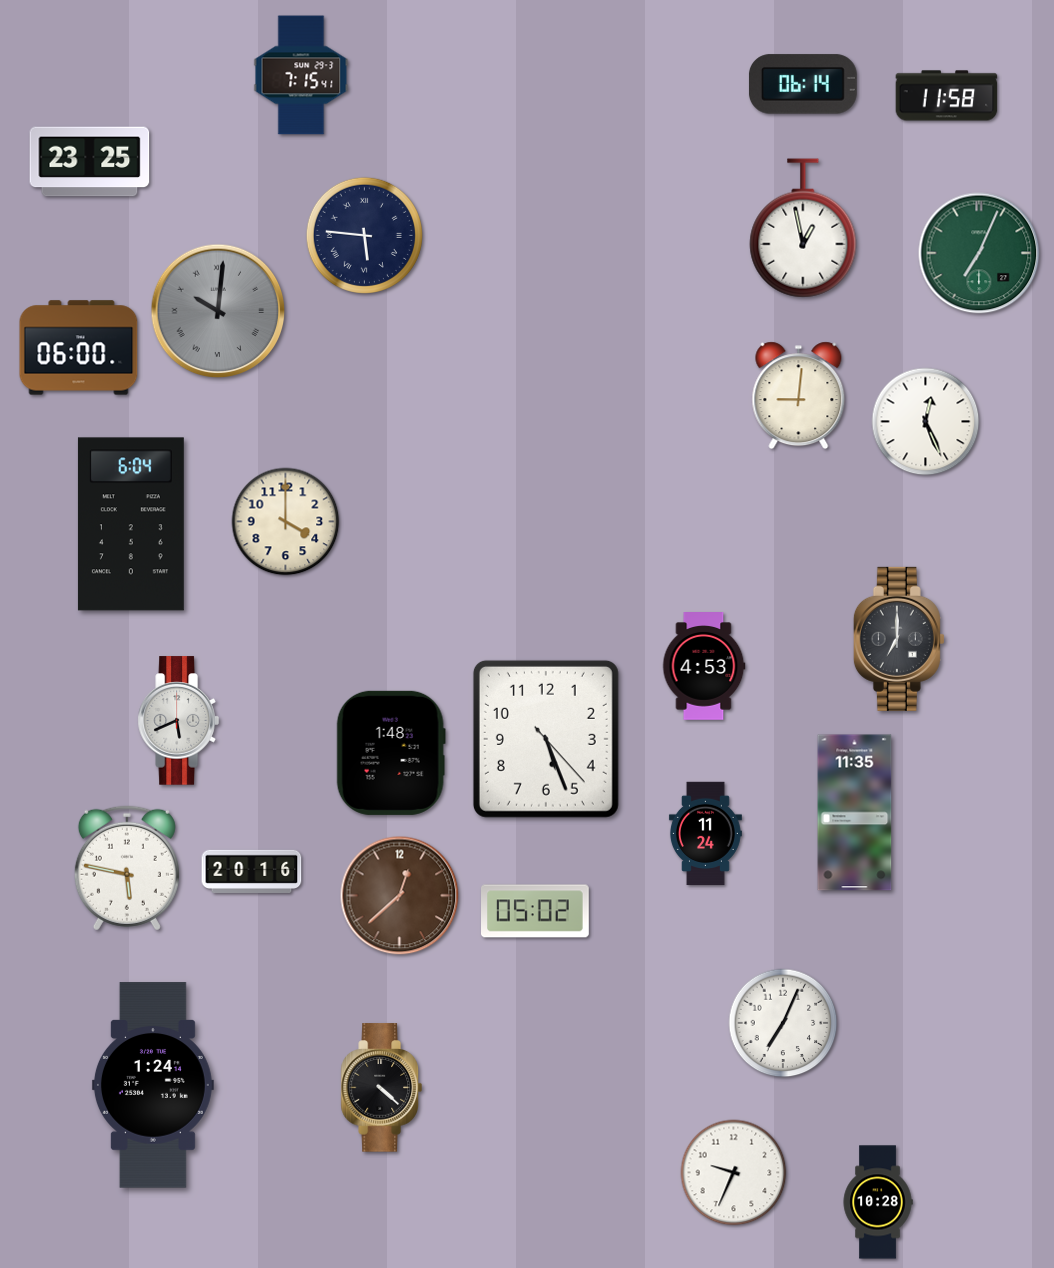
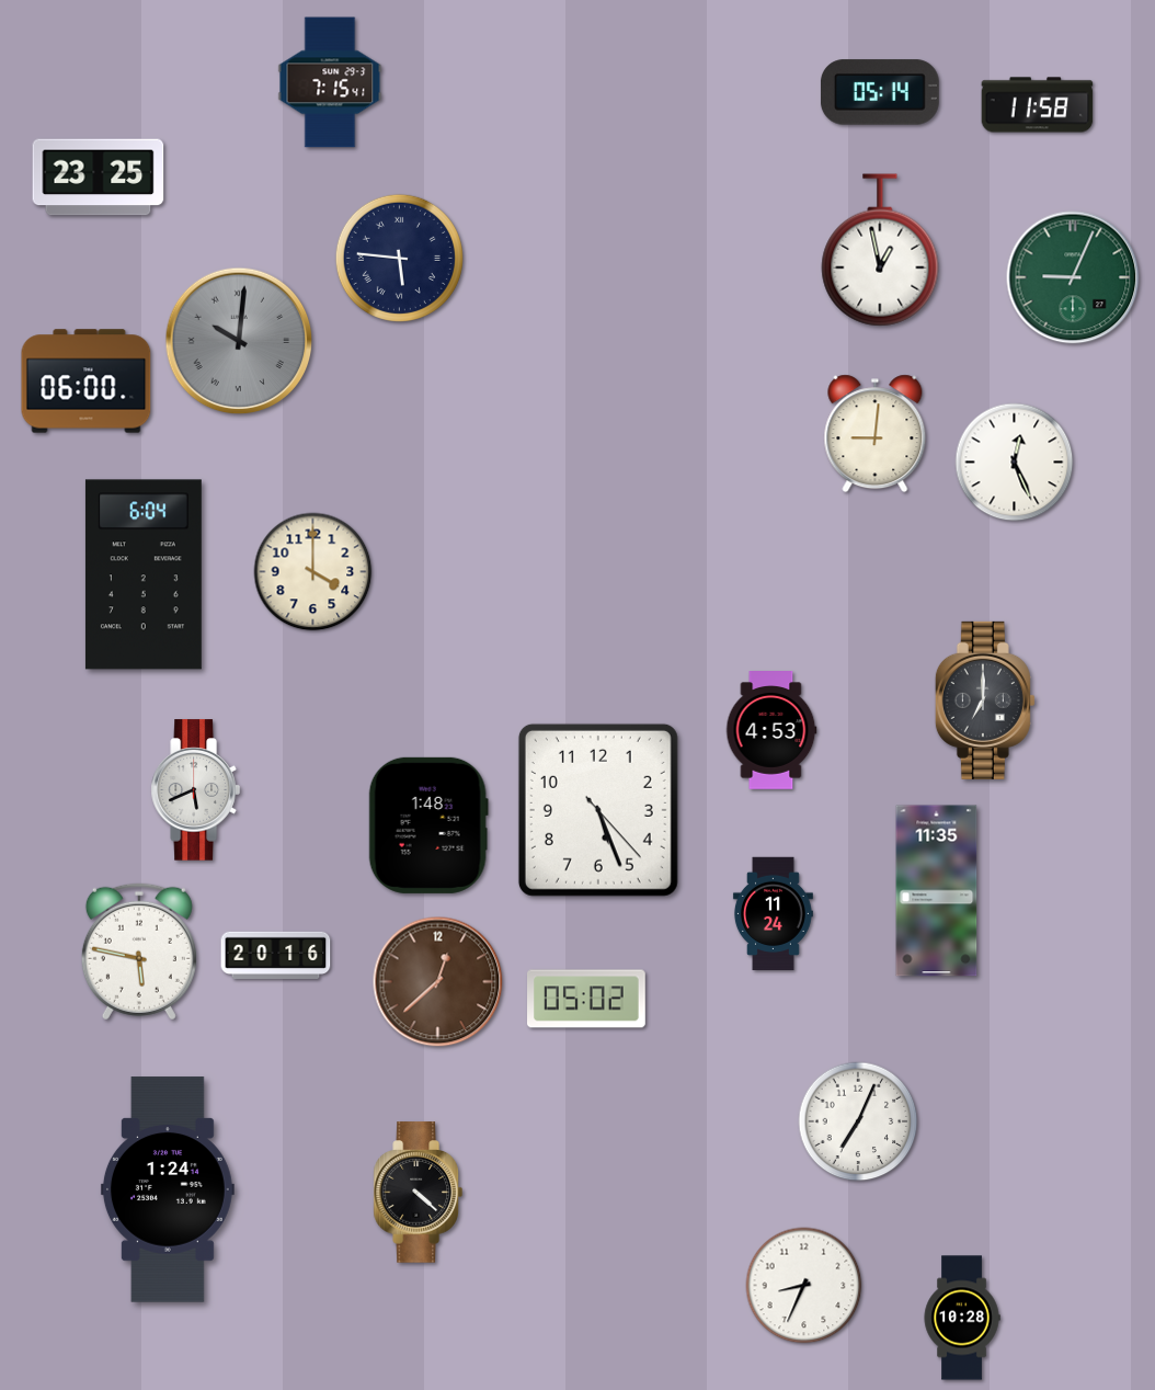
clock at (803, 84): 06:14 -> 05:14
clock at (979, 253): 7:04 -> 9:04
clock at (734, 1173): 9:34 -> 8:34
